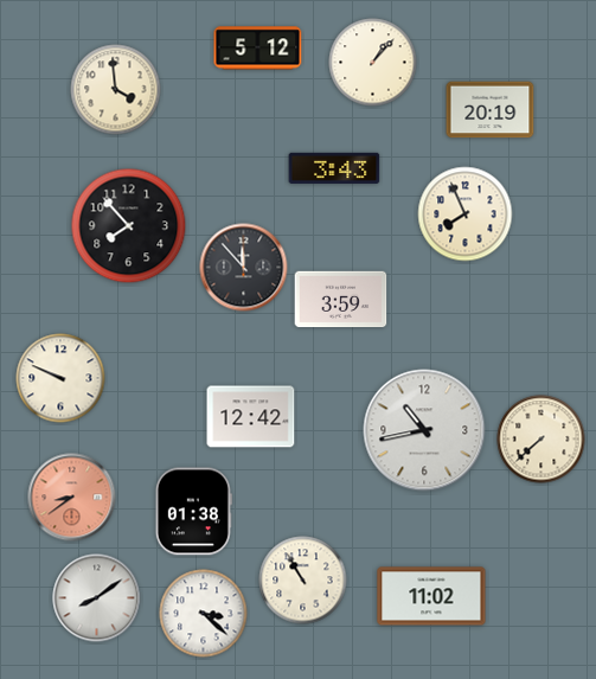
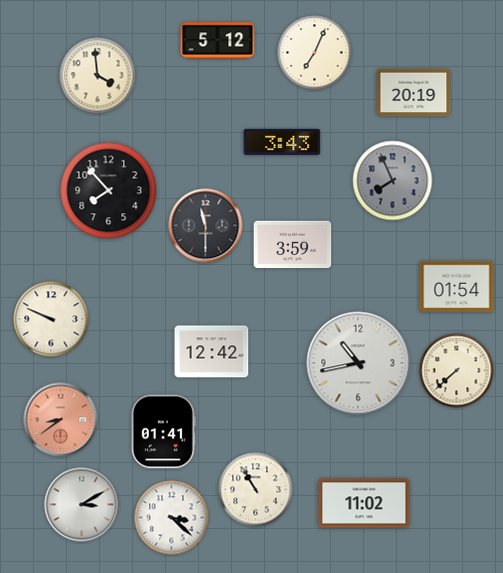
clock at (373, 63): 1:07 -> 7:04
clock at (466, 214) dial: cream -> grey
clock at (244, 268): 11:53 -> 11:30
clock at (341, 300) position: (341, 300) -> (293, 245)
clock at (457, 287): none -> 01:54
clock at (193, 512): 01:38 -> 01:41
clock at (97, 598): 8:09 -> 3:10
